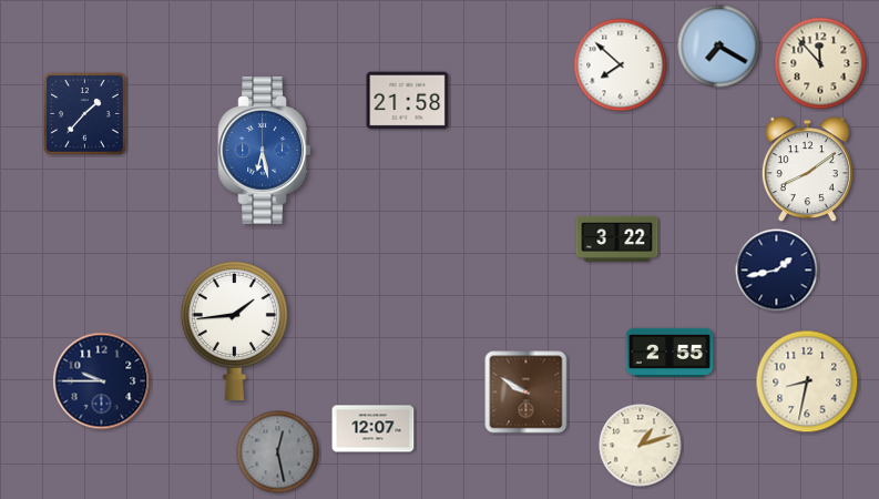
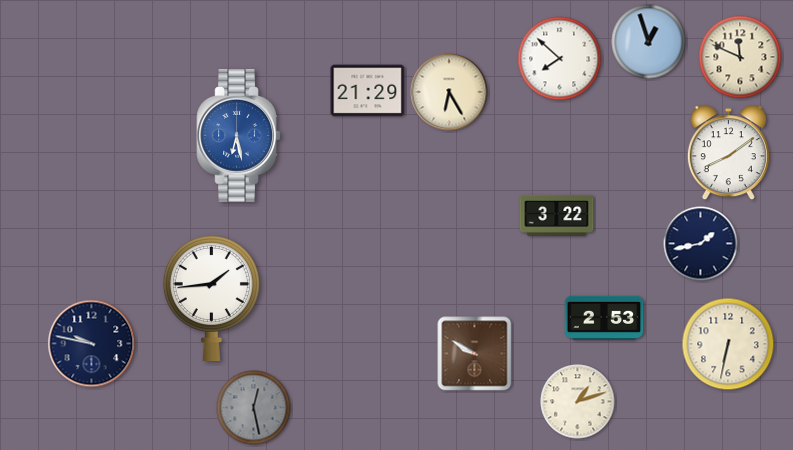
clock at (719, 47): 7:20 -> 12:57
clock at (820, 63): 11:53 -> 11:49
clock at (408, 101): 21:58 -> 21:29
clock at (449, 92): none -> 6:25
clock at (85, 114): 1:37 -> none
clock at (670, 353): 2:55 -> 2:53
clock at (102, 381): 9:45 -> 9:47
clock at (807, 381): 8:32 -> 6:32
clock at (374, 429): 12:07 -> none
clock at (278, 452) position: (278, 452) -> (254, 408)
